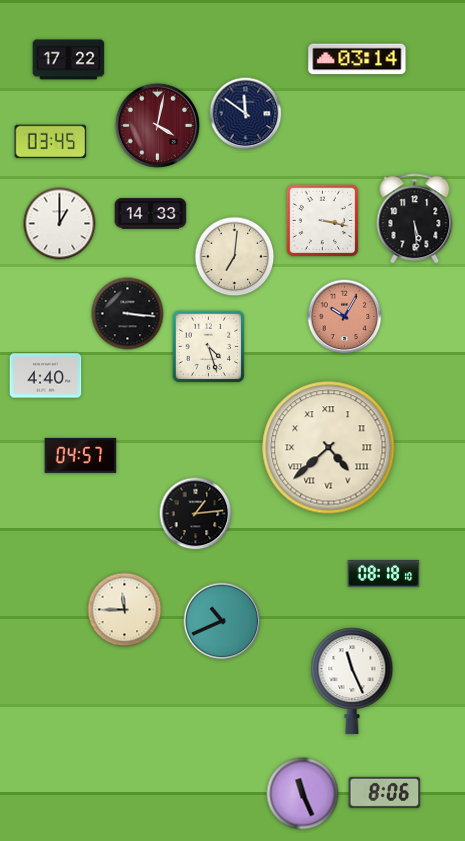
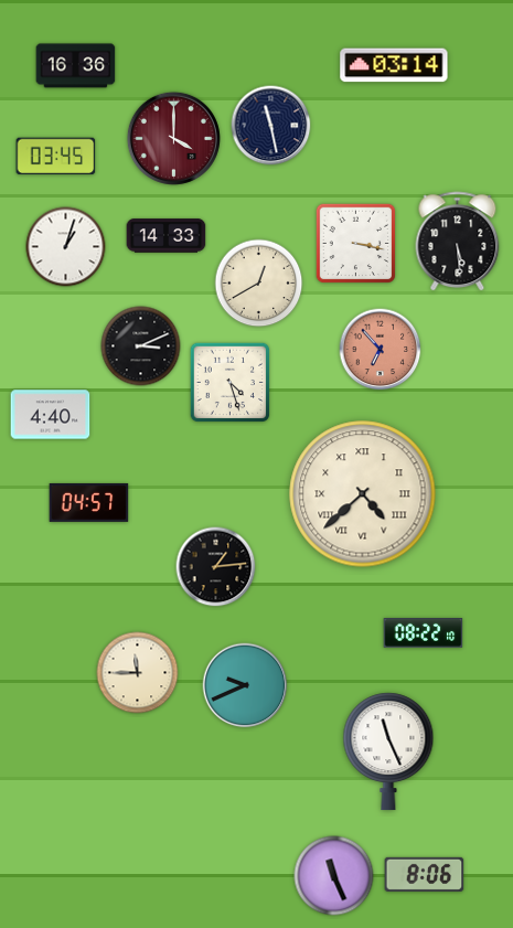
clock at (69, 60): 17:22 -> 16:36
clock at (246, 114): 11:51 -> 11:28
clock at (157, 125): 4:02 -> 4:00
clock at (60, 224): 1:00 -> 1:03
clock at (235, 257): 7:01 -> 12:40
clock at (128, 314): 3:16 -> 3:11
clock at (345, 317): 10:05 -> 6:53
clock at (384, 574): 08:18 -> 08:22
clock at (222, 621): 10:41 -> 9:41
